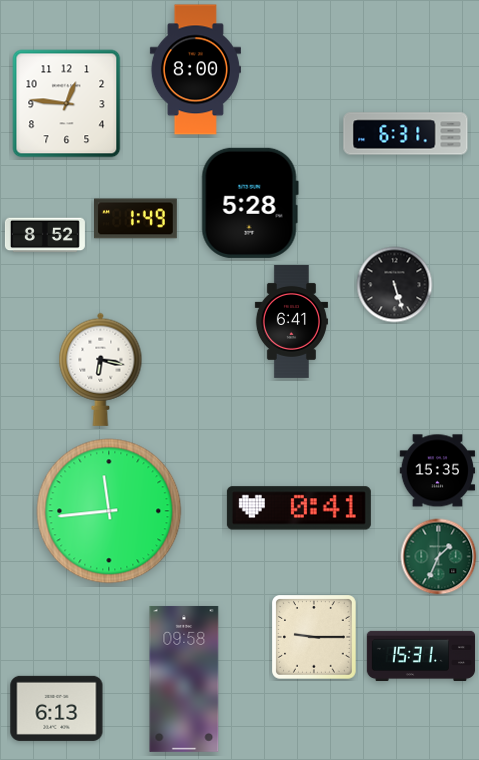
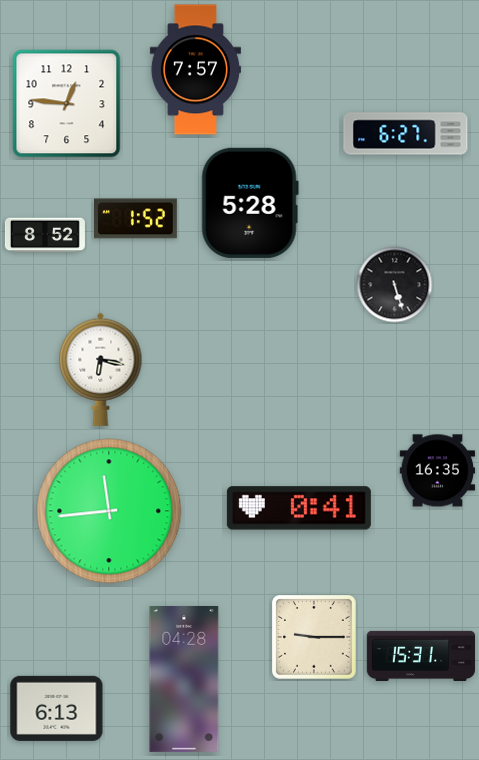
clock at (195, 70): 8:00 -> 7:57
clock at (406, 134): 6:31 -> 6:27
clock at (136, 219): 1:49 -> 1:52
clock at (291, 321): 6:41 -> none
clock at (438, 471): 15:35 -> 16:35
clock at (439, 557): 1:34 -> none
clock at (184, 679): 09:58 -> 04:28
